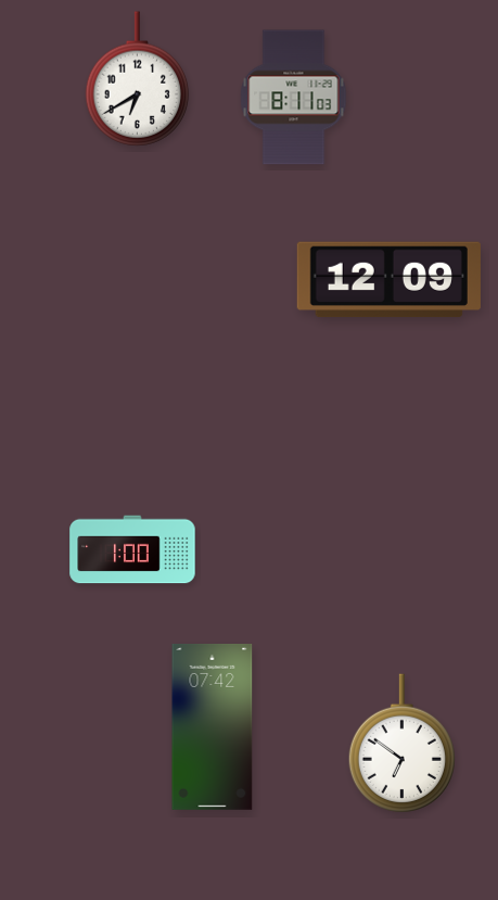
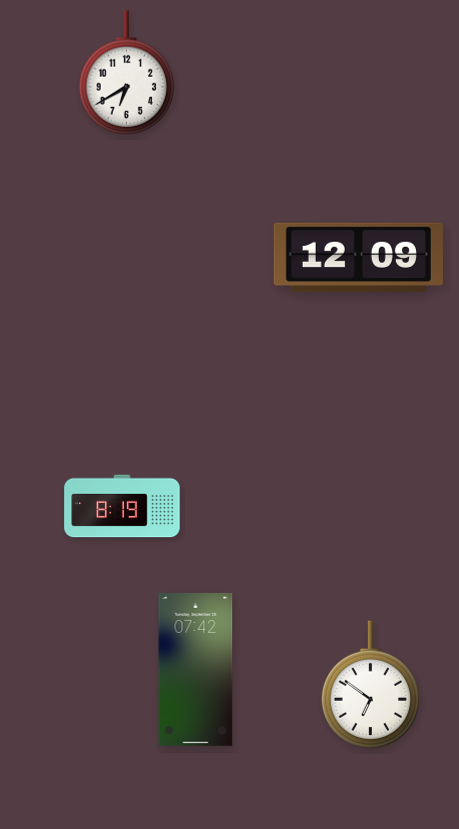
clock at (294, 98): 8:11 -> none
clock at (132, 549): 1:00 -> 8:19
